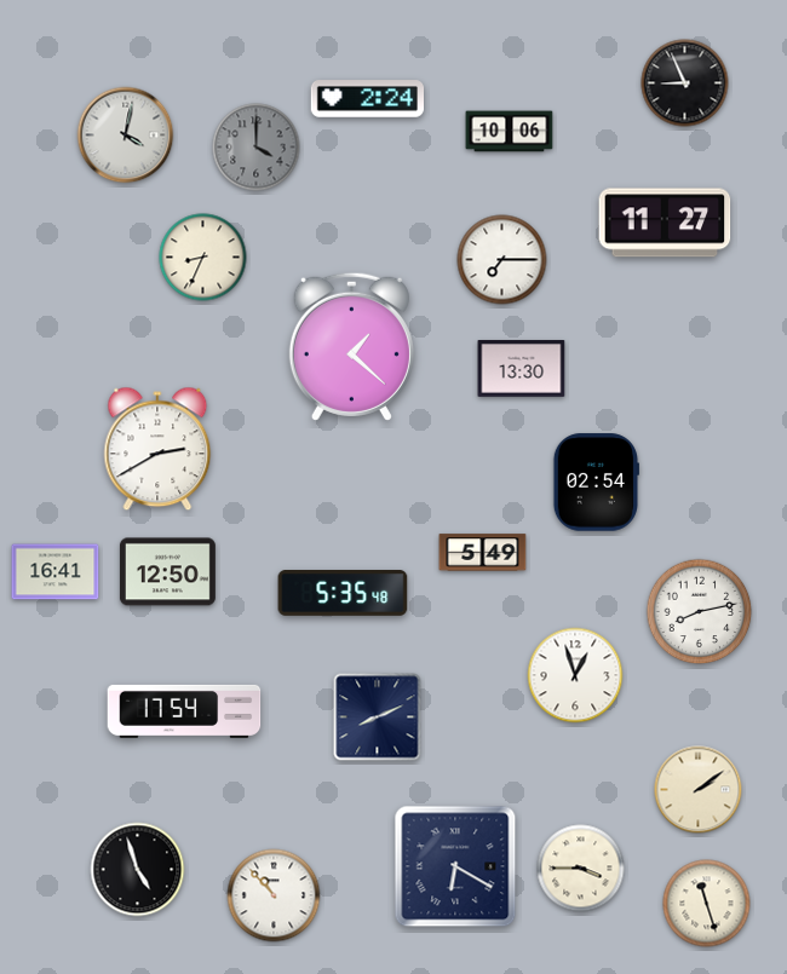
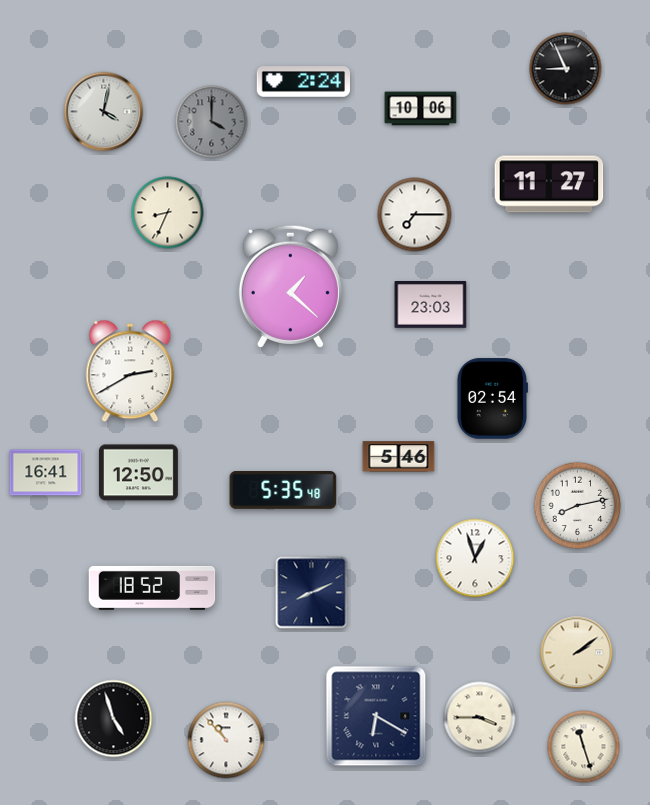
clock at (522, 369): 13:30 -> 23:03
clock at (483, 553): 5:49 -> 5:46
clock at (184, 711): 17:54 -> 18:52
